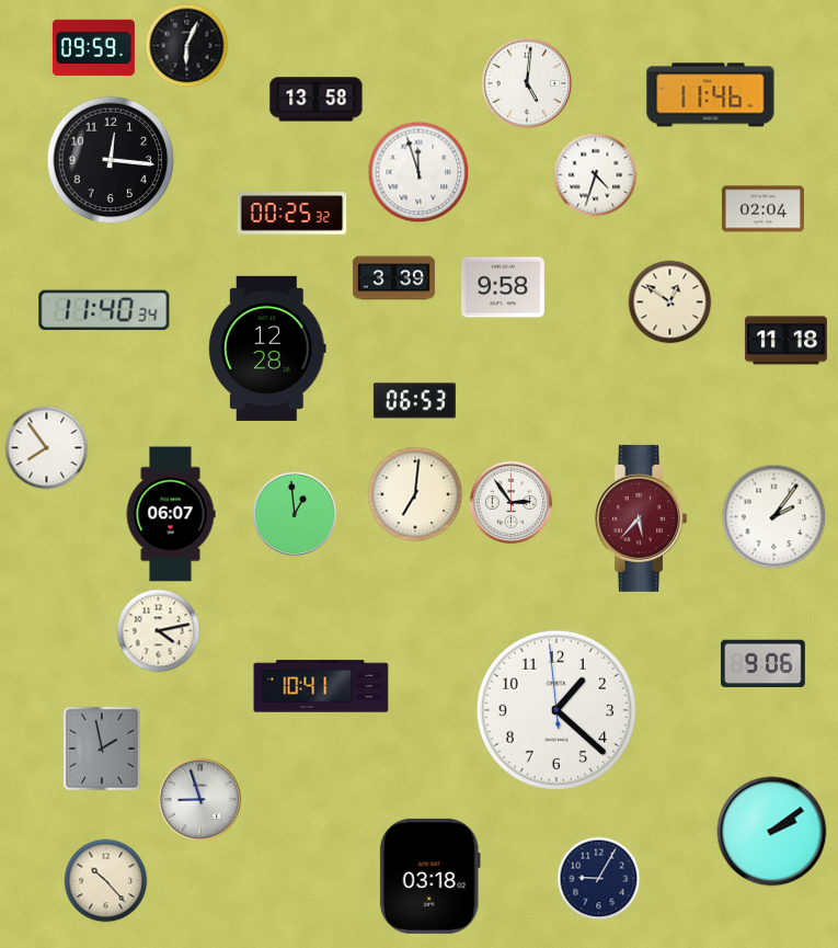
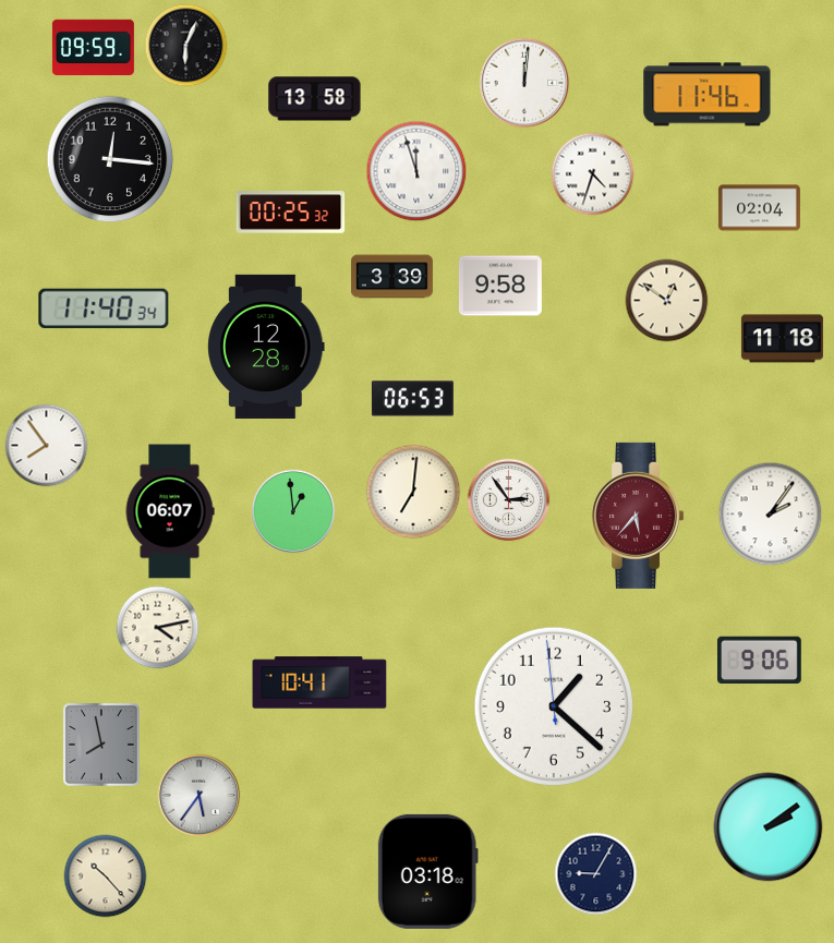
clock at (527, 83): 5:01 -> 12:01
clock at (102, 749): 1:58 -> 7:58
clock at (200, 800): 8:57 -> 5:36
